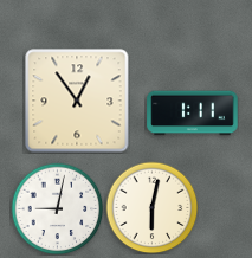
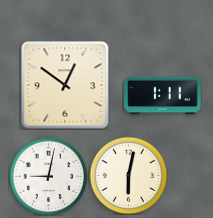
clock at (77, 101): 12:54 -> 12:51
